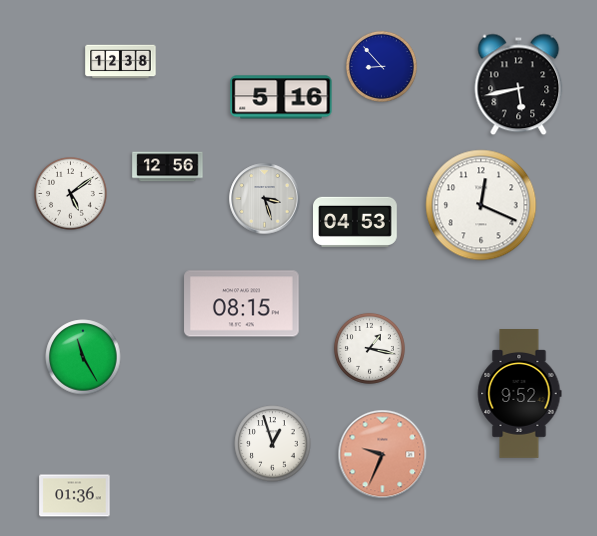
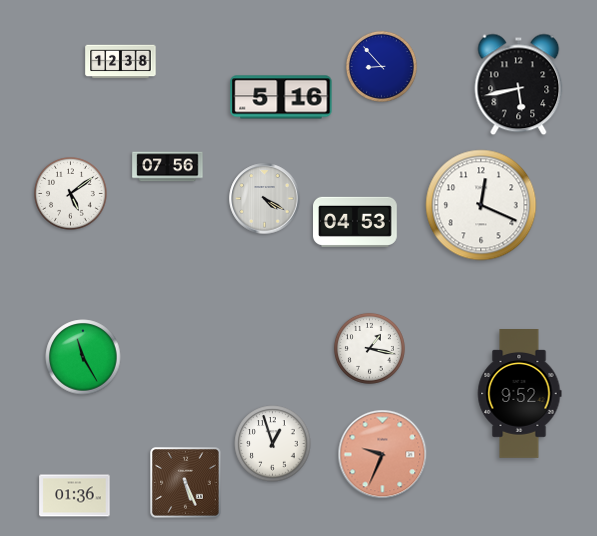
clock at (168, 167): 12:56 -> 07:56
clock at (265, 199): 3:27 -> 4:20
clock at (242, 304): 08:15 -> none
clock at (186, 483): none -> 5:26
